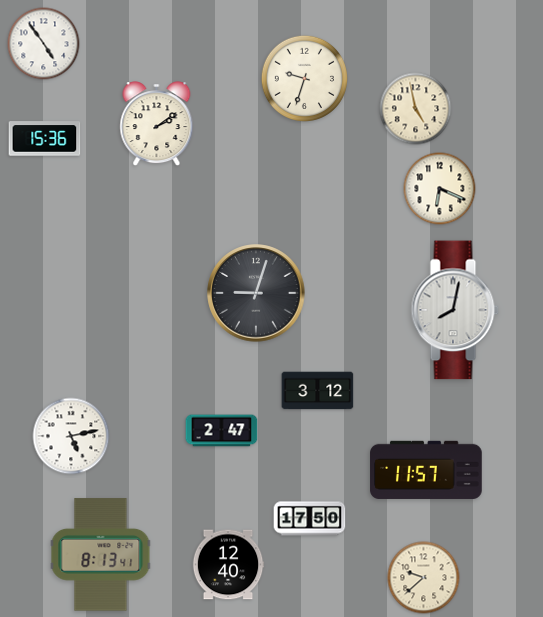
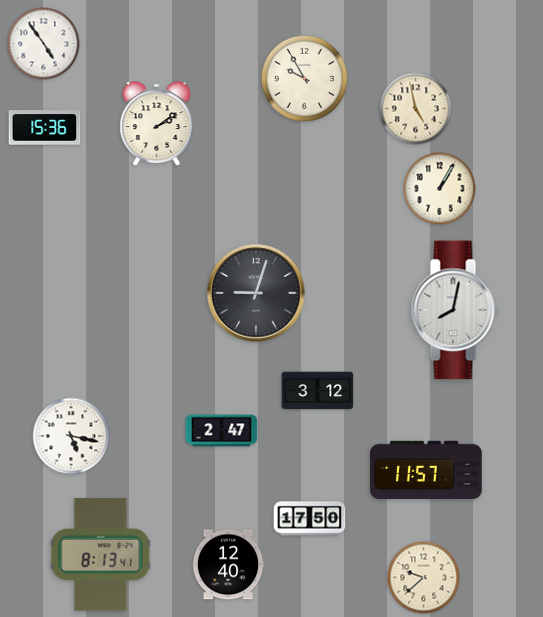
clock at (304, 78): 9:33 -> 9:55
clock at (45, 139) position: (45, 139) -> (45, 128)
clock at (440, 189): 6:19 -> 1:05
clock at (71, 436): 5:13 -> 5:17
